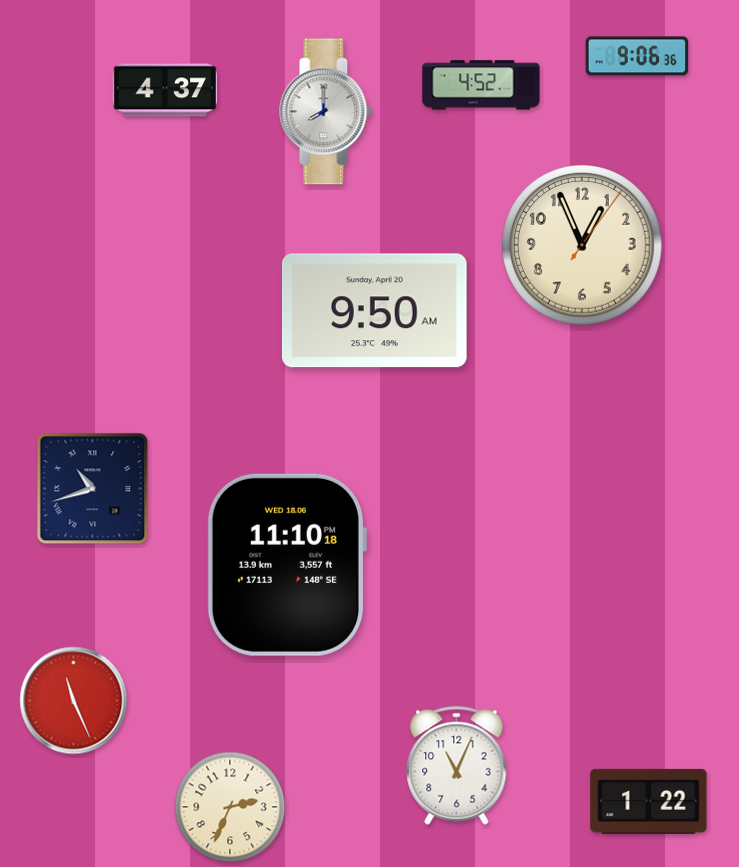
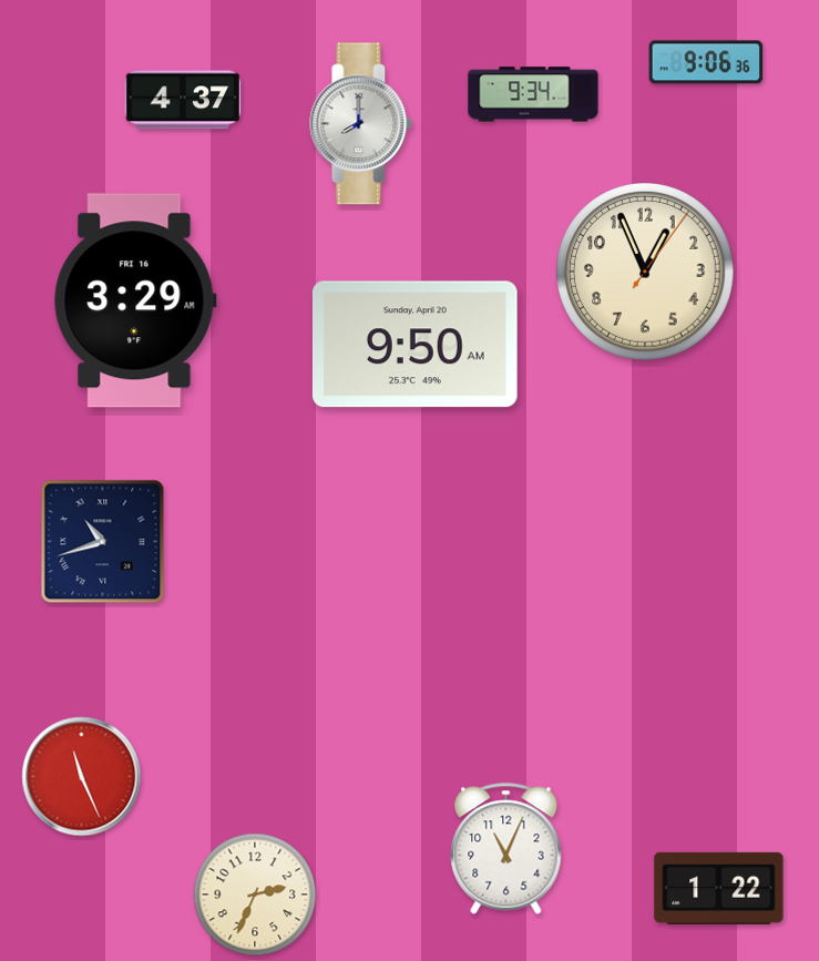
clock at (481, 85): 4:52 -> 9:34
clock at (135, 300): none -> 3:29
clock at (286, 565): 11:10 -> none
